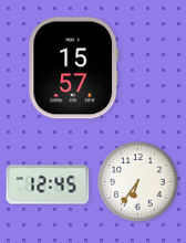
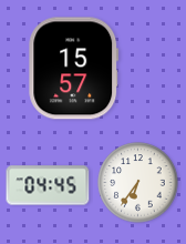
clock at (48, 184): 12:45 -> 04:45
